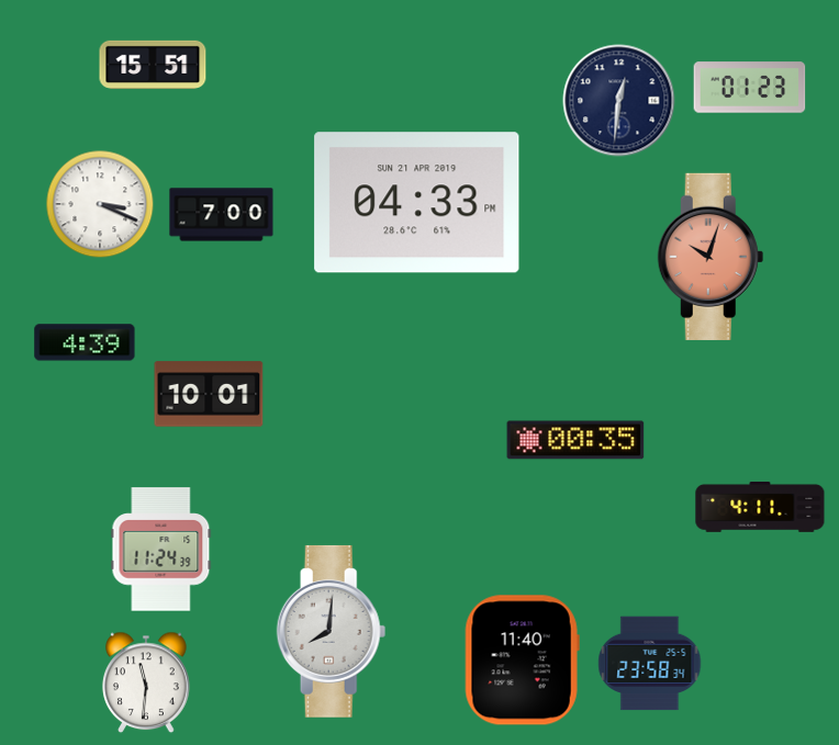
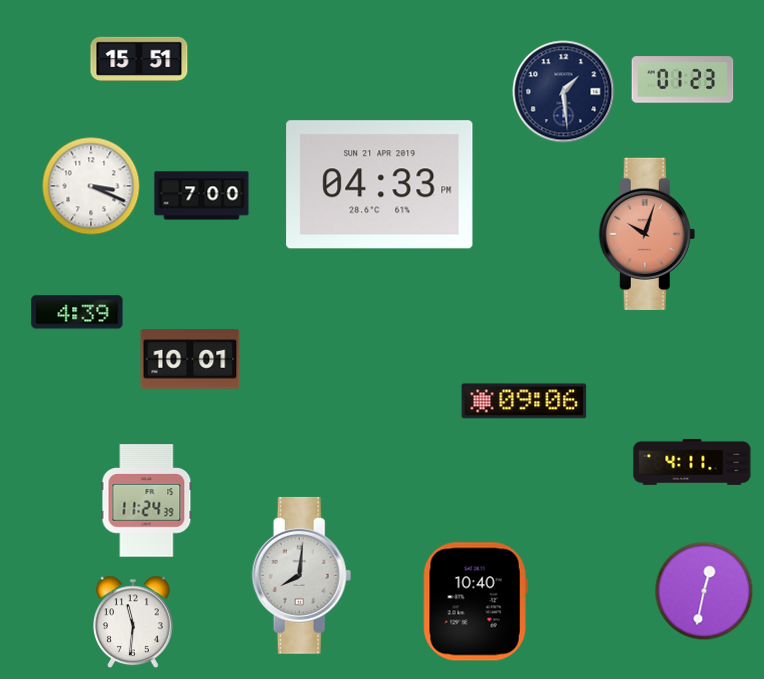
clock at (619, 101): 12:31 -> 1:29
clock at (575, 440): 00:35 -> 09:06
clock at (704, 591): none -> 12:32
clock at (522, 661): 11:40 -> 10:40
clock at (650, 664): 23:58 -> none
